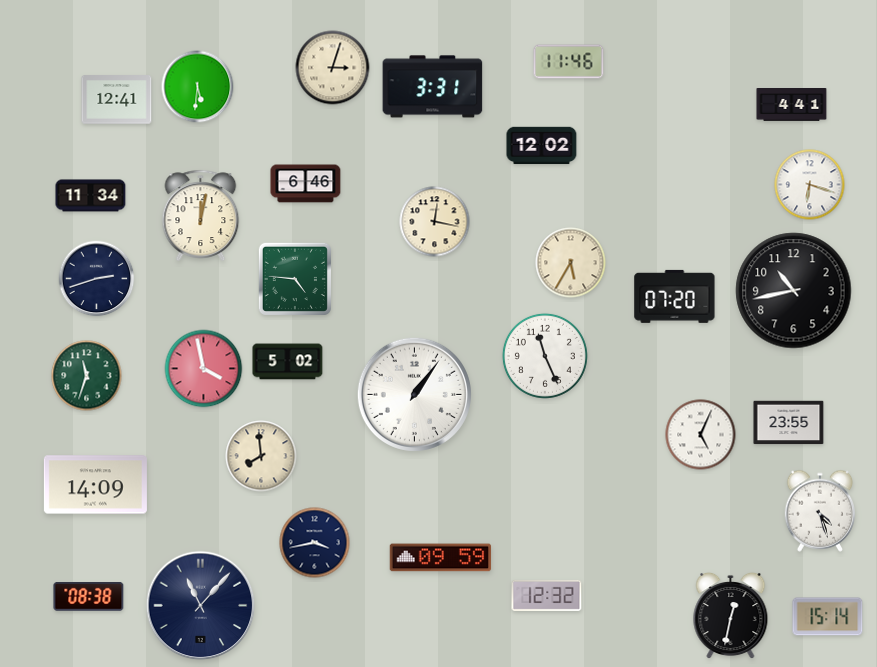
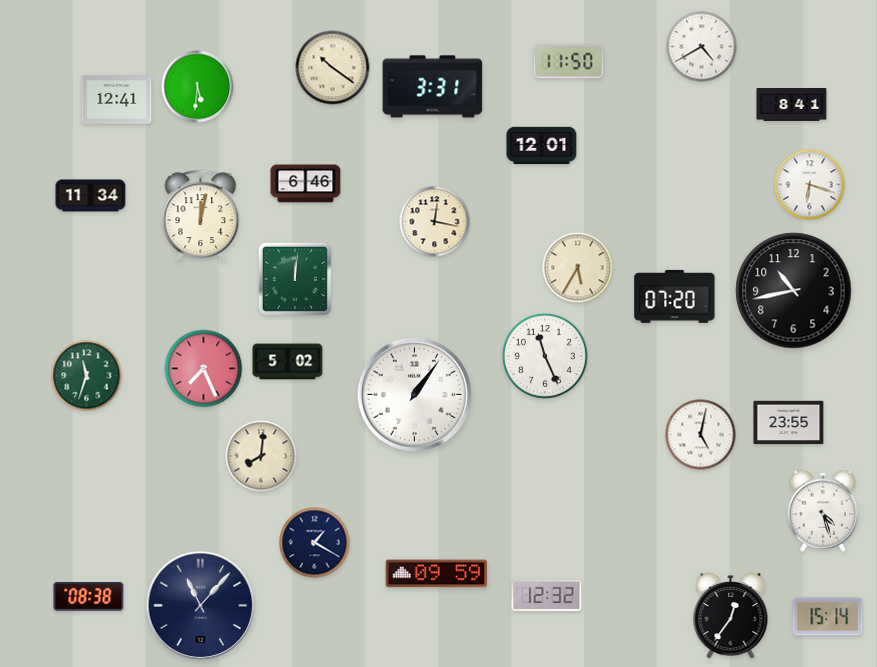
clock at (702, 47): none -> 4:40
clock at (569, 62): 11:46 -> 11:50
clock at (333, 68): 3:03 -> 10:21
clock at (792, 105): 4:41 -> 8:41
clock at (542, 146): 12:02 -> 12:01
clock at (571, 263) position: (571, 263) -> (578, 268)
clock at (97, 279): 2:42 -> none
clock at (295, 279): 4:46 -> 12:01
clock at (204, 369): 3:58 -> 7:26
clock at (701, 435): 5:04 -> 5:02
clock at (261, 456): 7:59 -> 8:01
clock at (95, 485): 14:09 -> none
clock at (819, 511) position: (819, 511) -> (822, 511)
clock at (315, 543): 3:43 -> 1:20
clock at (441, 558) position: (441, 558) -> (437, 574)
clock at (731, 616): 12:32 -> 12:36
